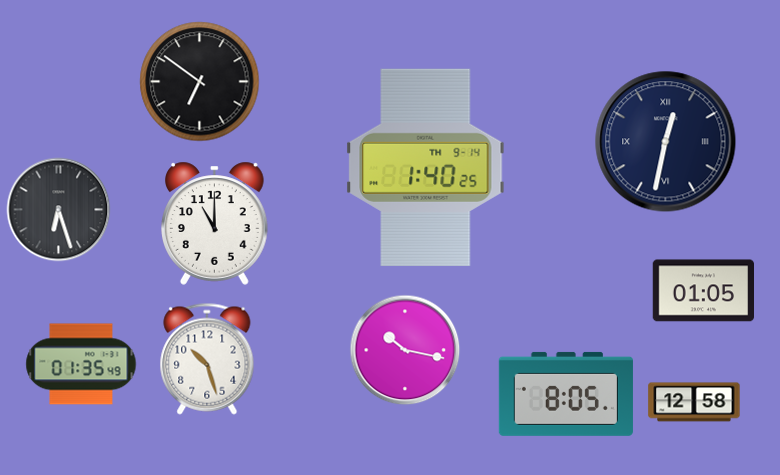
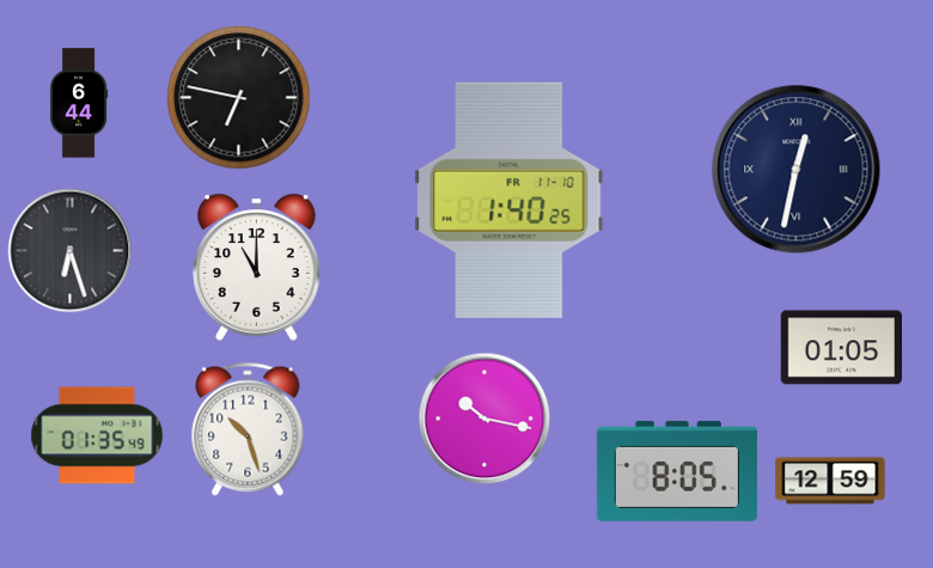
clock at (200, 82): 6:51 -> 6:47
clock at (79, 103): none -> 6:44
clock at (426, 167) date: TH 9-14 -> FR 11-10
clock at (694, 402): 12:58 -> 12:59
